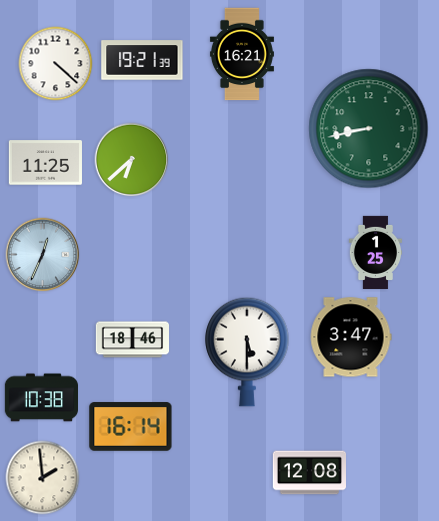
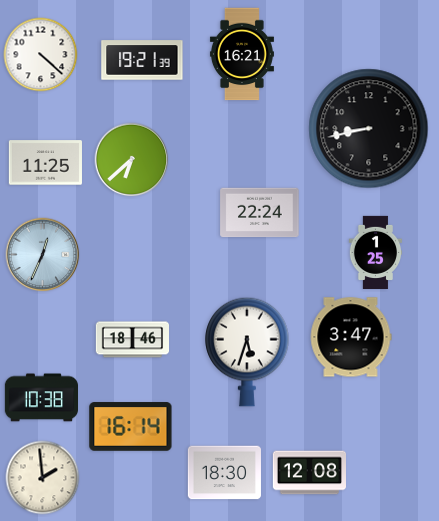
clock at (56, 64) position: (56, 64) -> (41, 55)
clock at (369, 129) dial: green -> black
clock at (260, 213): none -> 22:24
clock at (247, 352): 5:30 -> 5:33
clock at (224, 473): none -> 18:30
